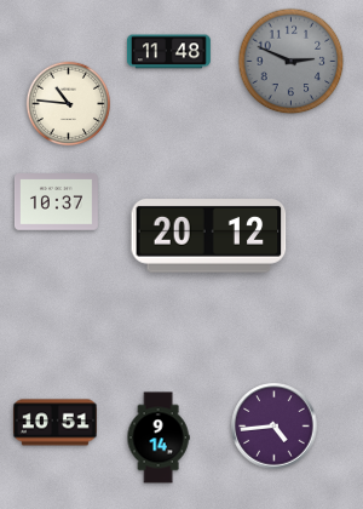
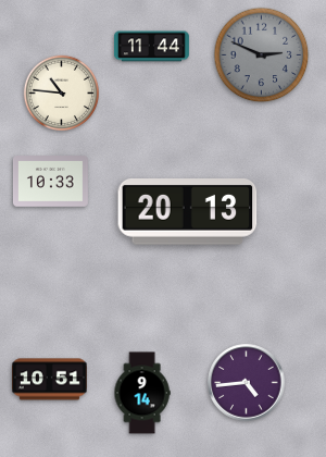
clock at (168, 52): 11:48 -> 11:44
clock at (56, 202): 10:37 -> 10:33
clock at (209, 236): 20:12 -> 20:13
